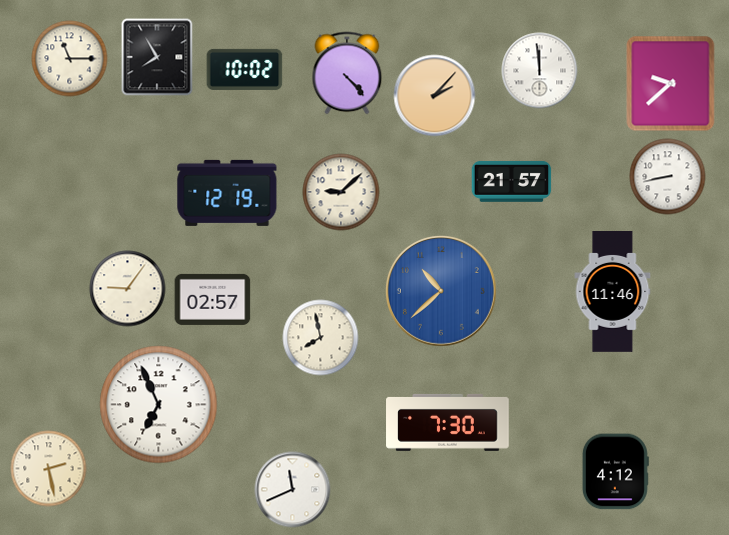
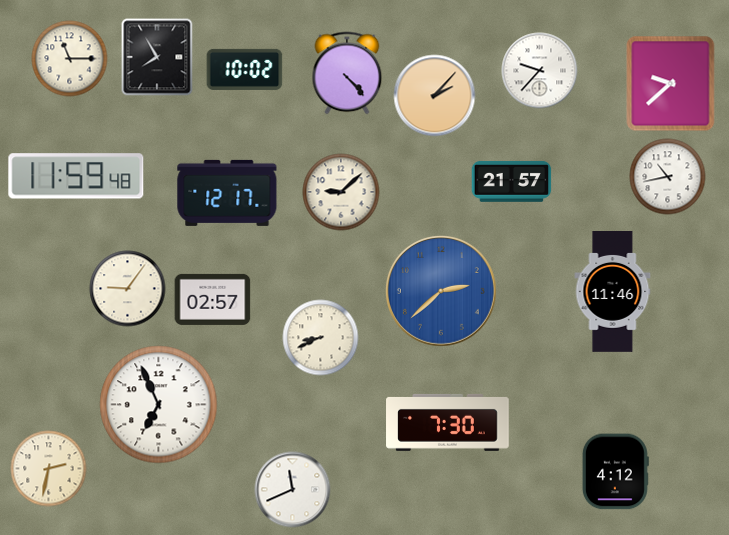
clock at (540, 71): 11:59 -> 9:37
clock at (76, 176): none -> 11:59
clock at (668, 177): 8:43 -> 10:43
clock at (227, 193): 12:19 -> 12:17
clock at (441, 291): 10:38 -> 2:38
clock at (321, 338): 7:58 -> 8:41
clock at (49, 469): 2:28 -> 2:32
